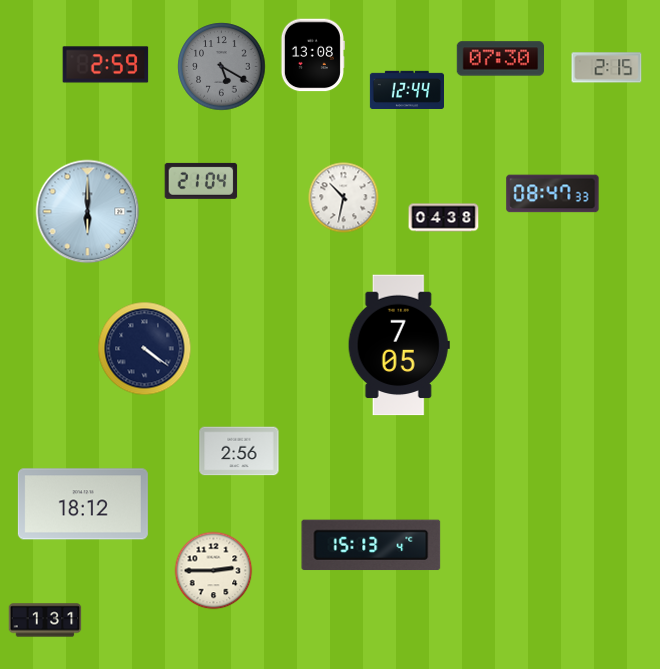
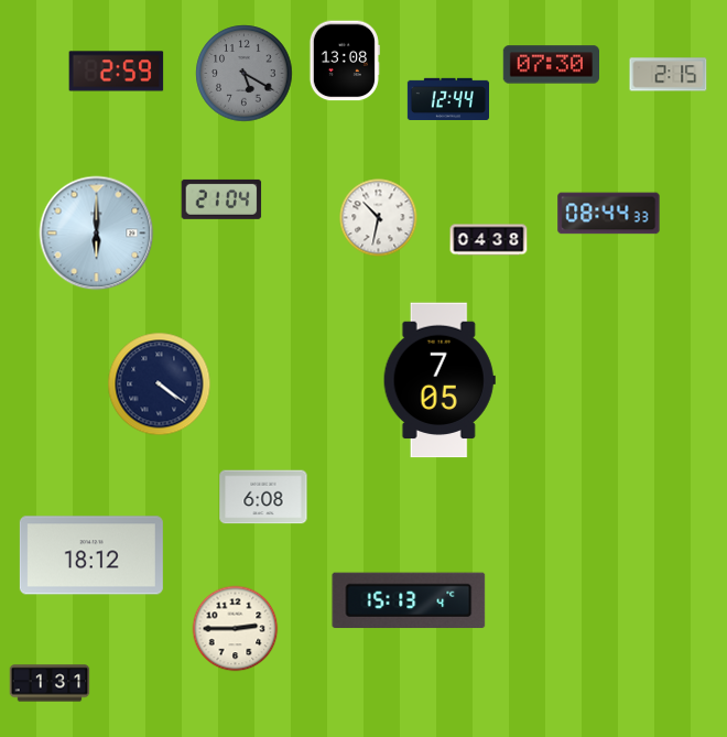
clock at (553, 194): 08:47 -> 08:44
clock at (239, 451): 2:56 -> 6:08
